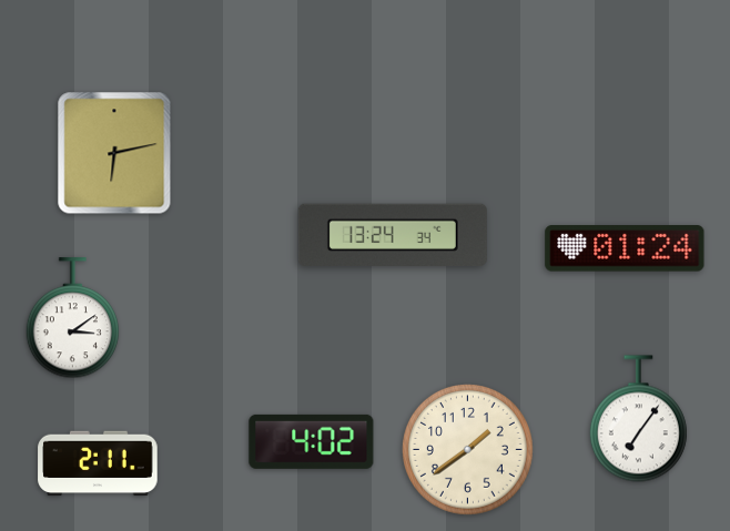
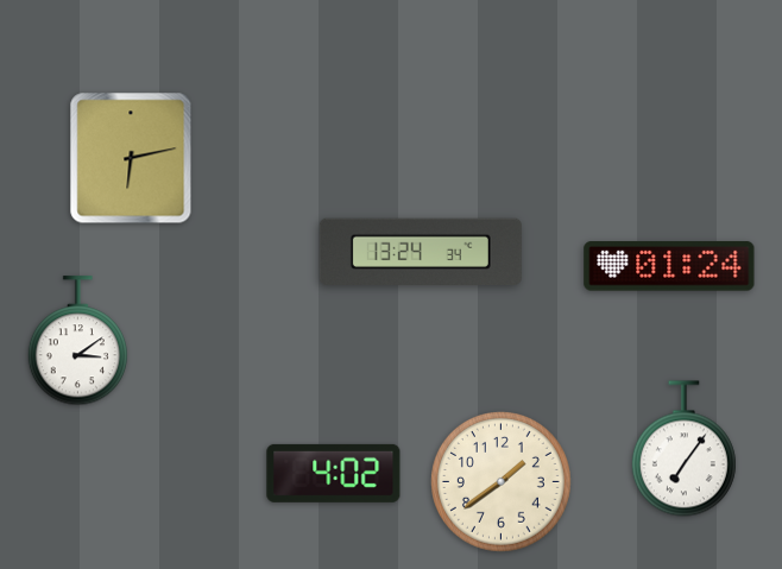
clock at (114, 153) position: (114, 153) -> (131, 158)
clock at (98, 463): 2:11 -> none
